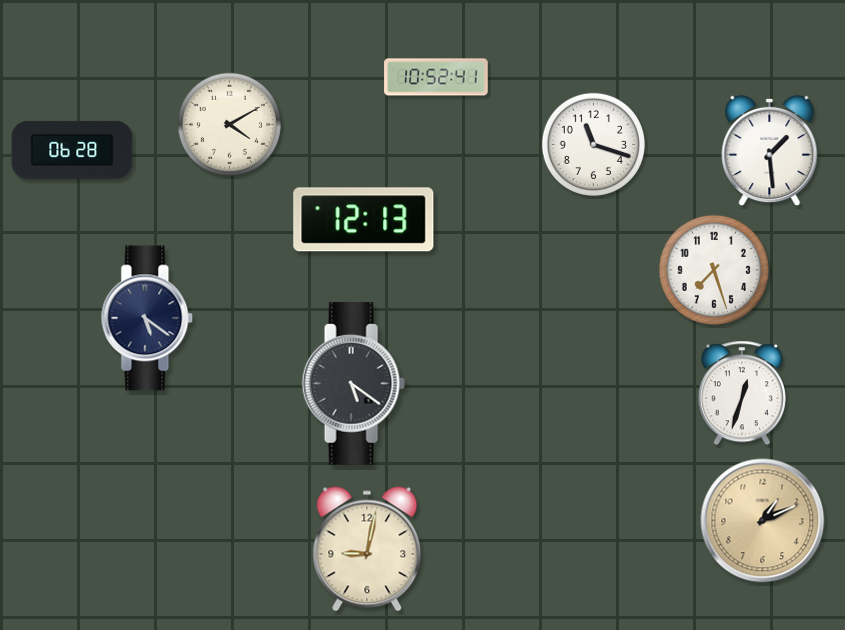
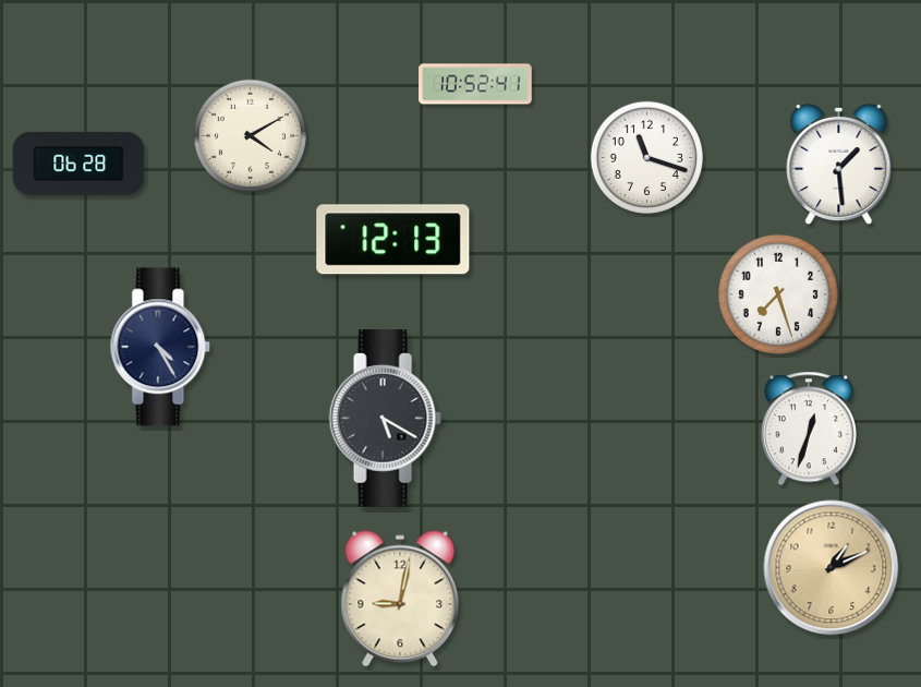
clock at (364, 220) position: (364, 220) -> (393, 240)
clock at (147, 318): 5:21 -> 4:25
clock at (353, 384): 5:21 -> 5:20
